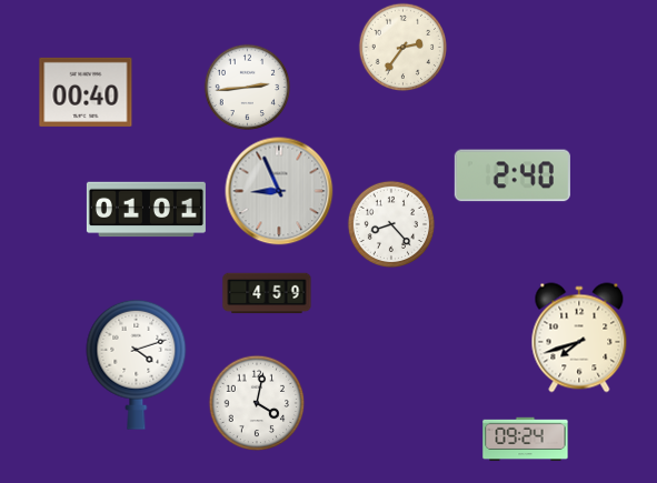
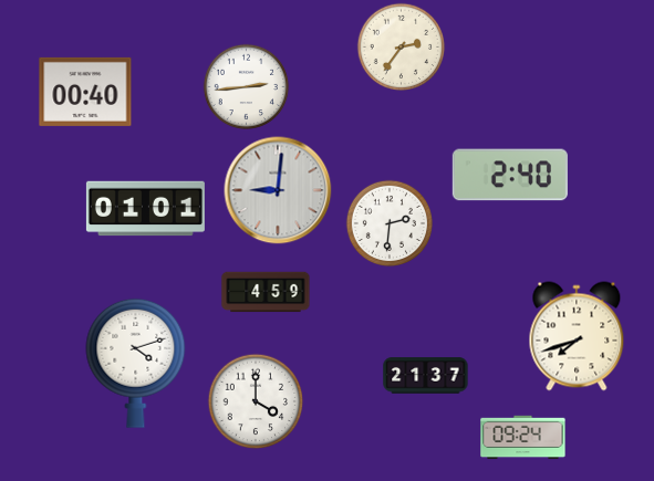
clock at (279, 191): 8:56 -> 9:01
clock at (390, 223): 8:23 -> 2:31
clock at (426, 376): none -> 21:37
clock at (257, 403): 4:02 -> 4:00
